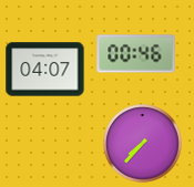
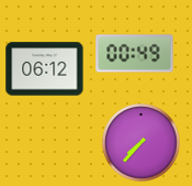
clock at (136, 54): 00:46 -> 00:49
clock at (45, 70): 04:07 -> 06:12
